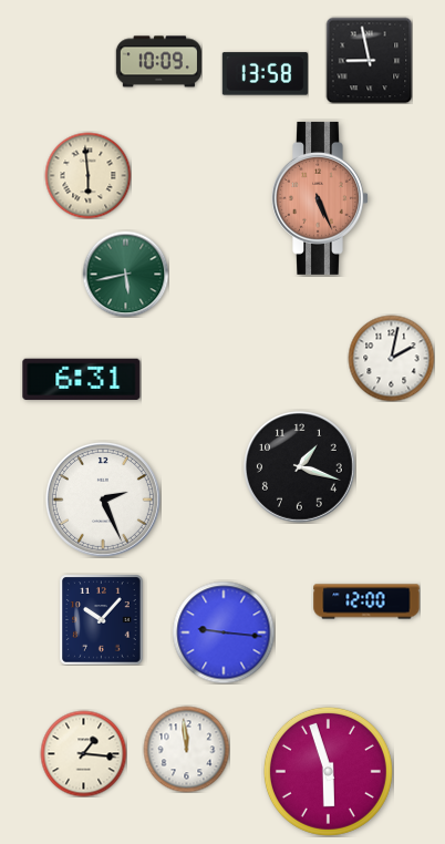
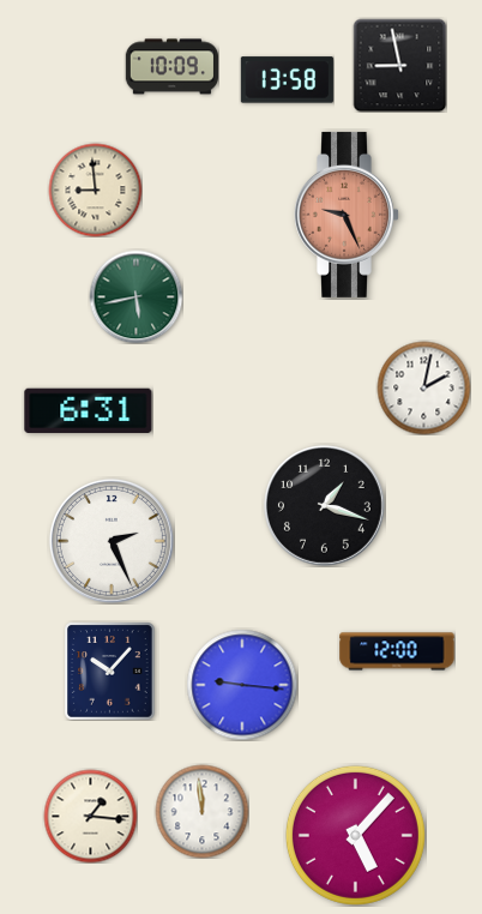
clock at (87, 175): 5:59 -> 8:59
clock at (321, 198): 5:26 -> 9:26
clock at (328, 771): 5:57 -> 5:07
